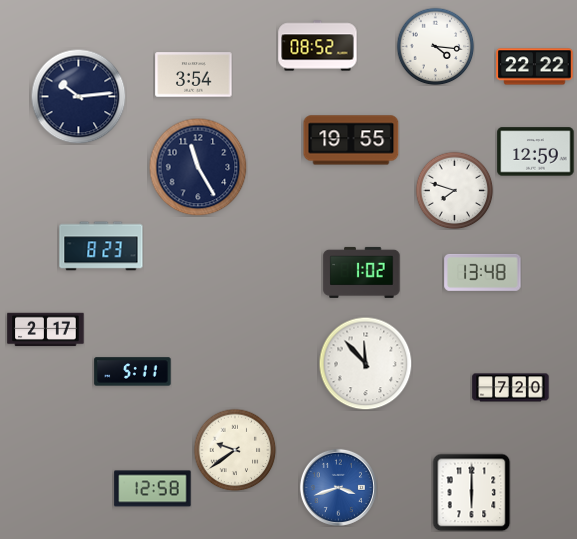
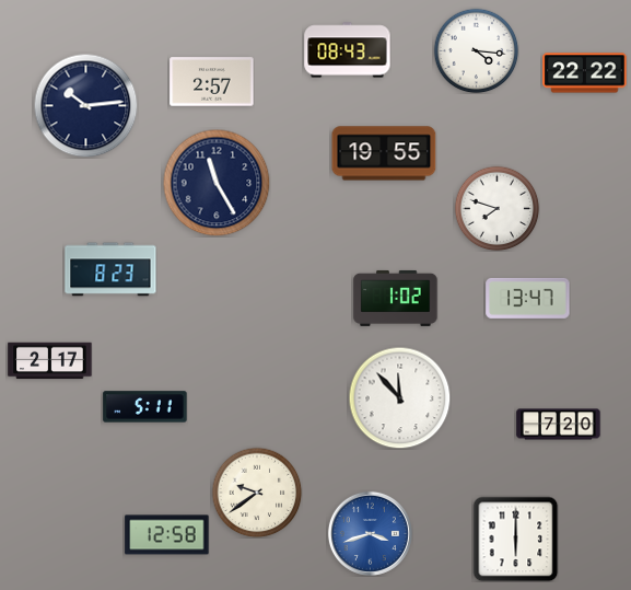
clock at (318, 46): 08:52 -> 08:43
clock at (194, 75): 3:54 -> 2:57
clock at (536, 152): 12:59 -> none
clock at (483, 272): 13:48 -> 13:47
